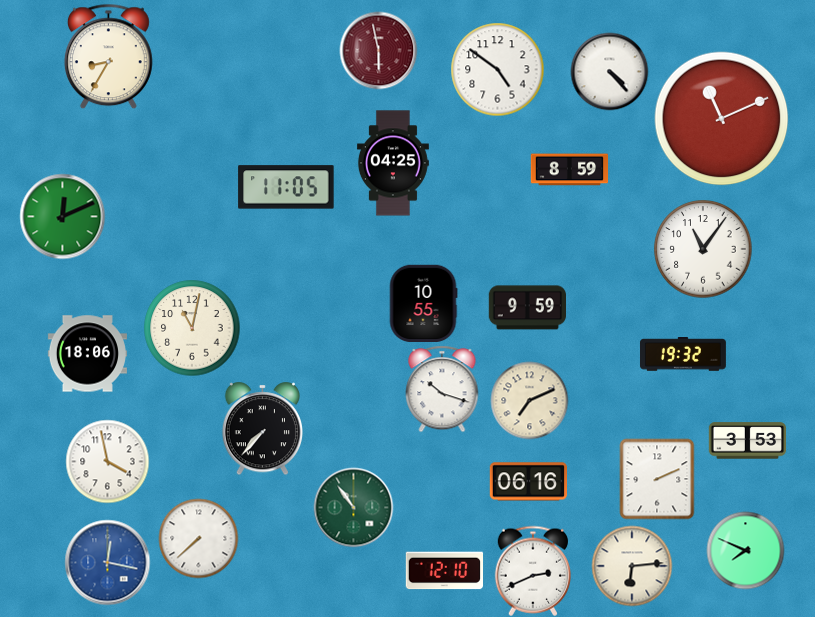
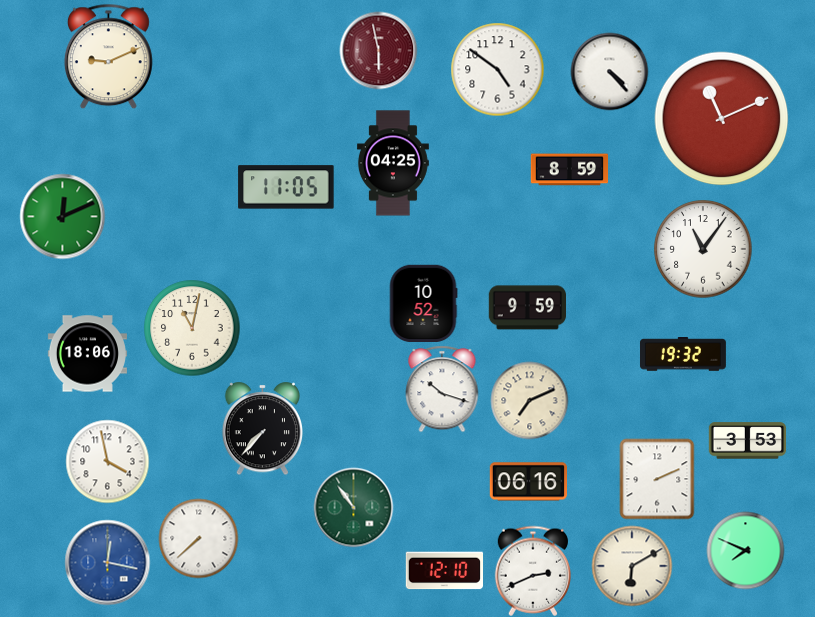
clock at (108, 56): 8:35 -> 9:11
clock at (423, 303): 10:55 -> 10:52
clock at (632, 566): 6:14 -> 6:10
